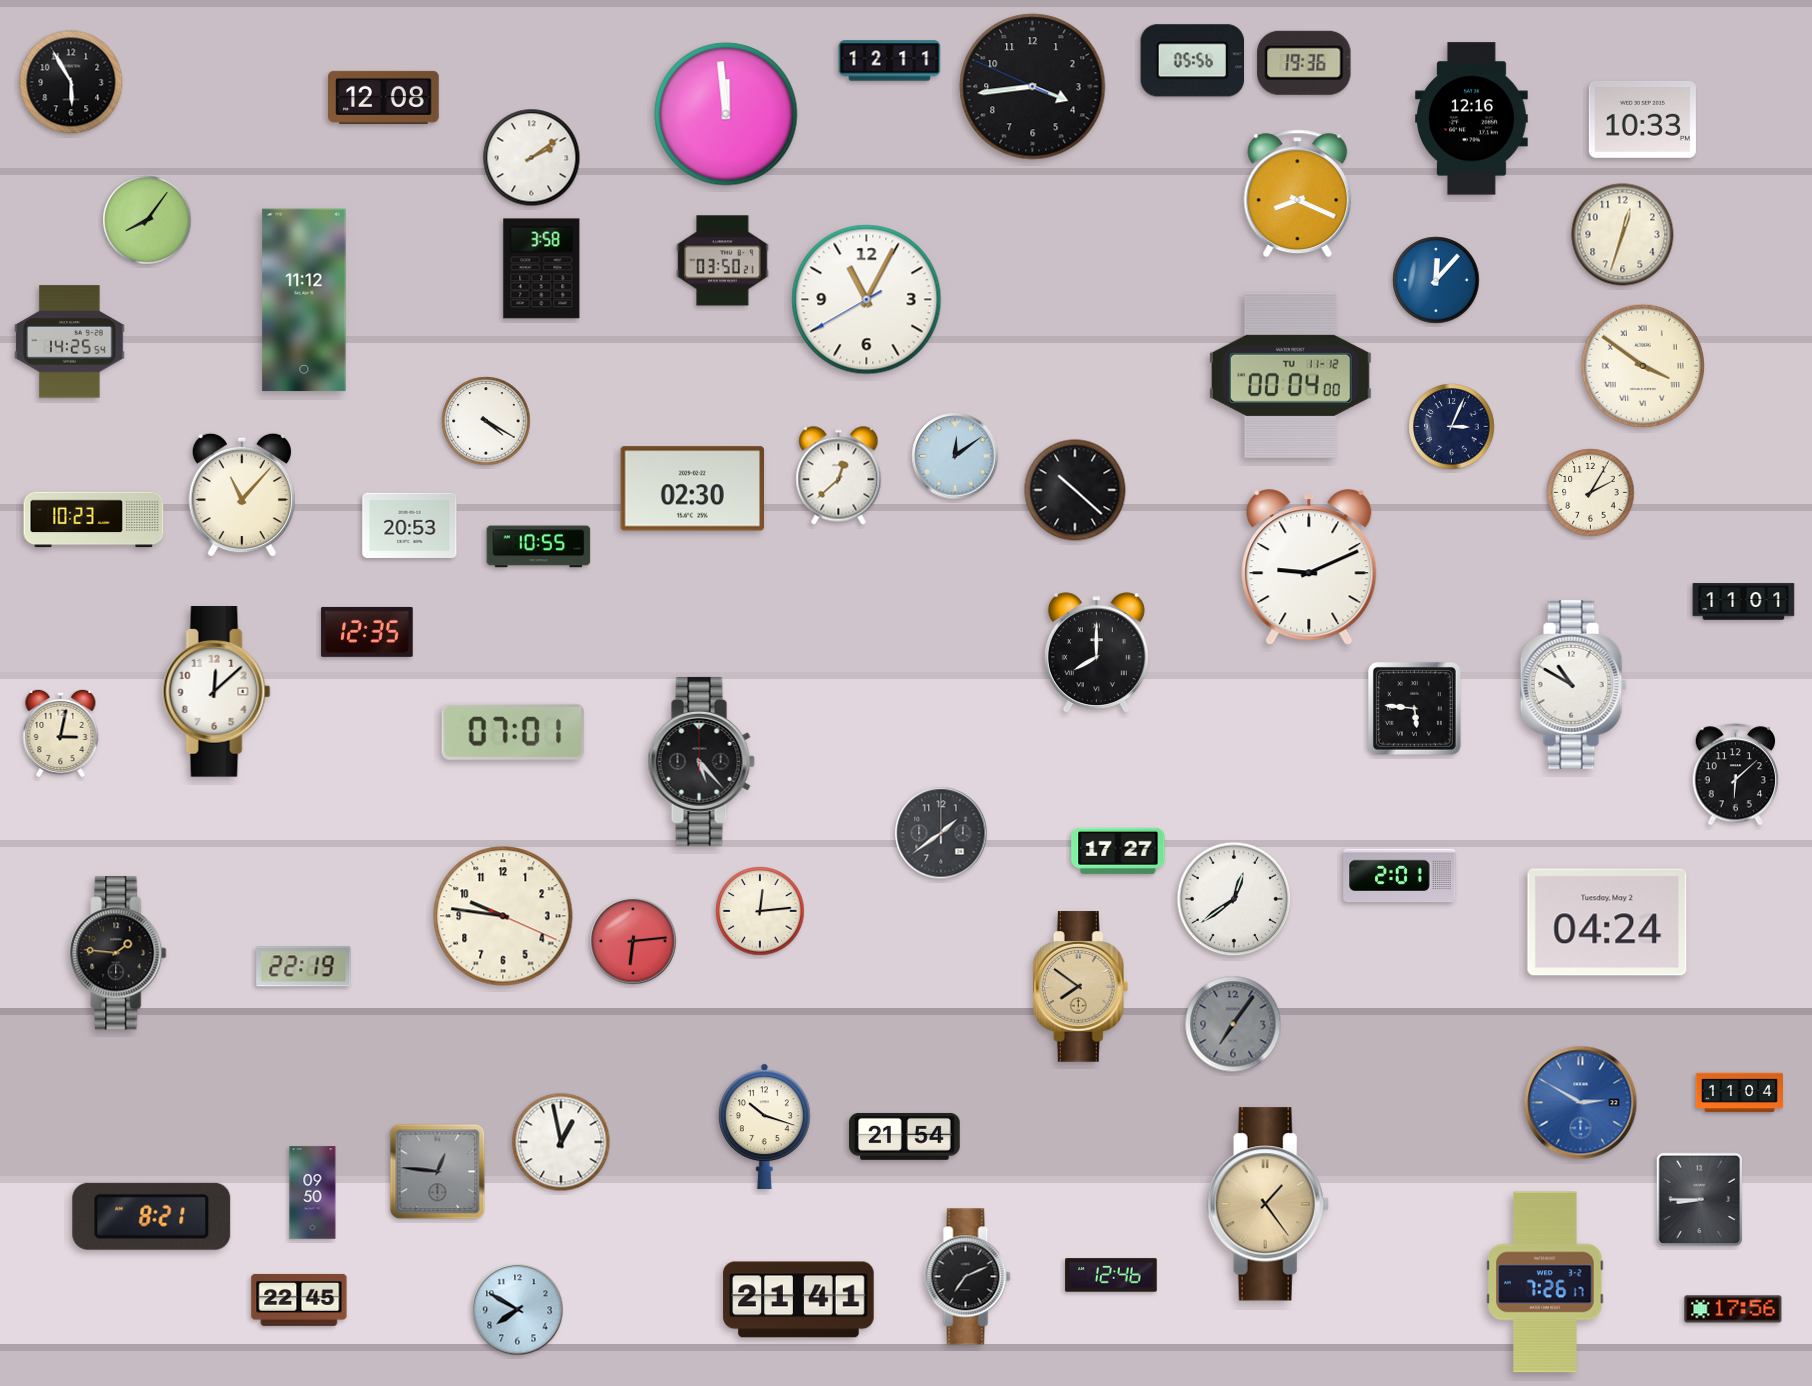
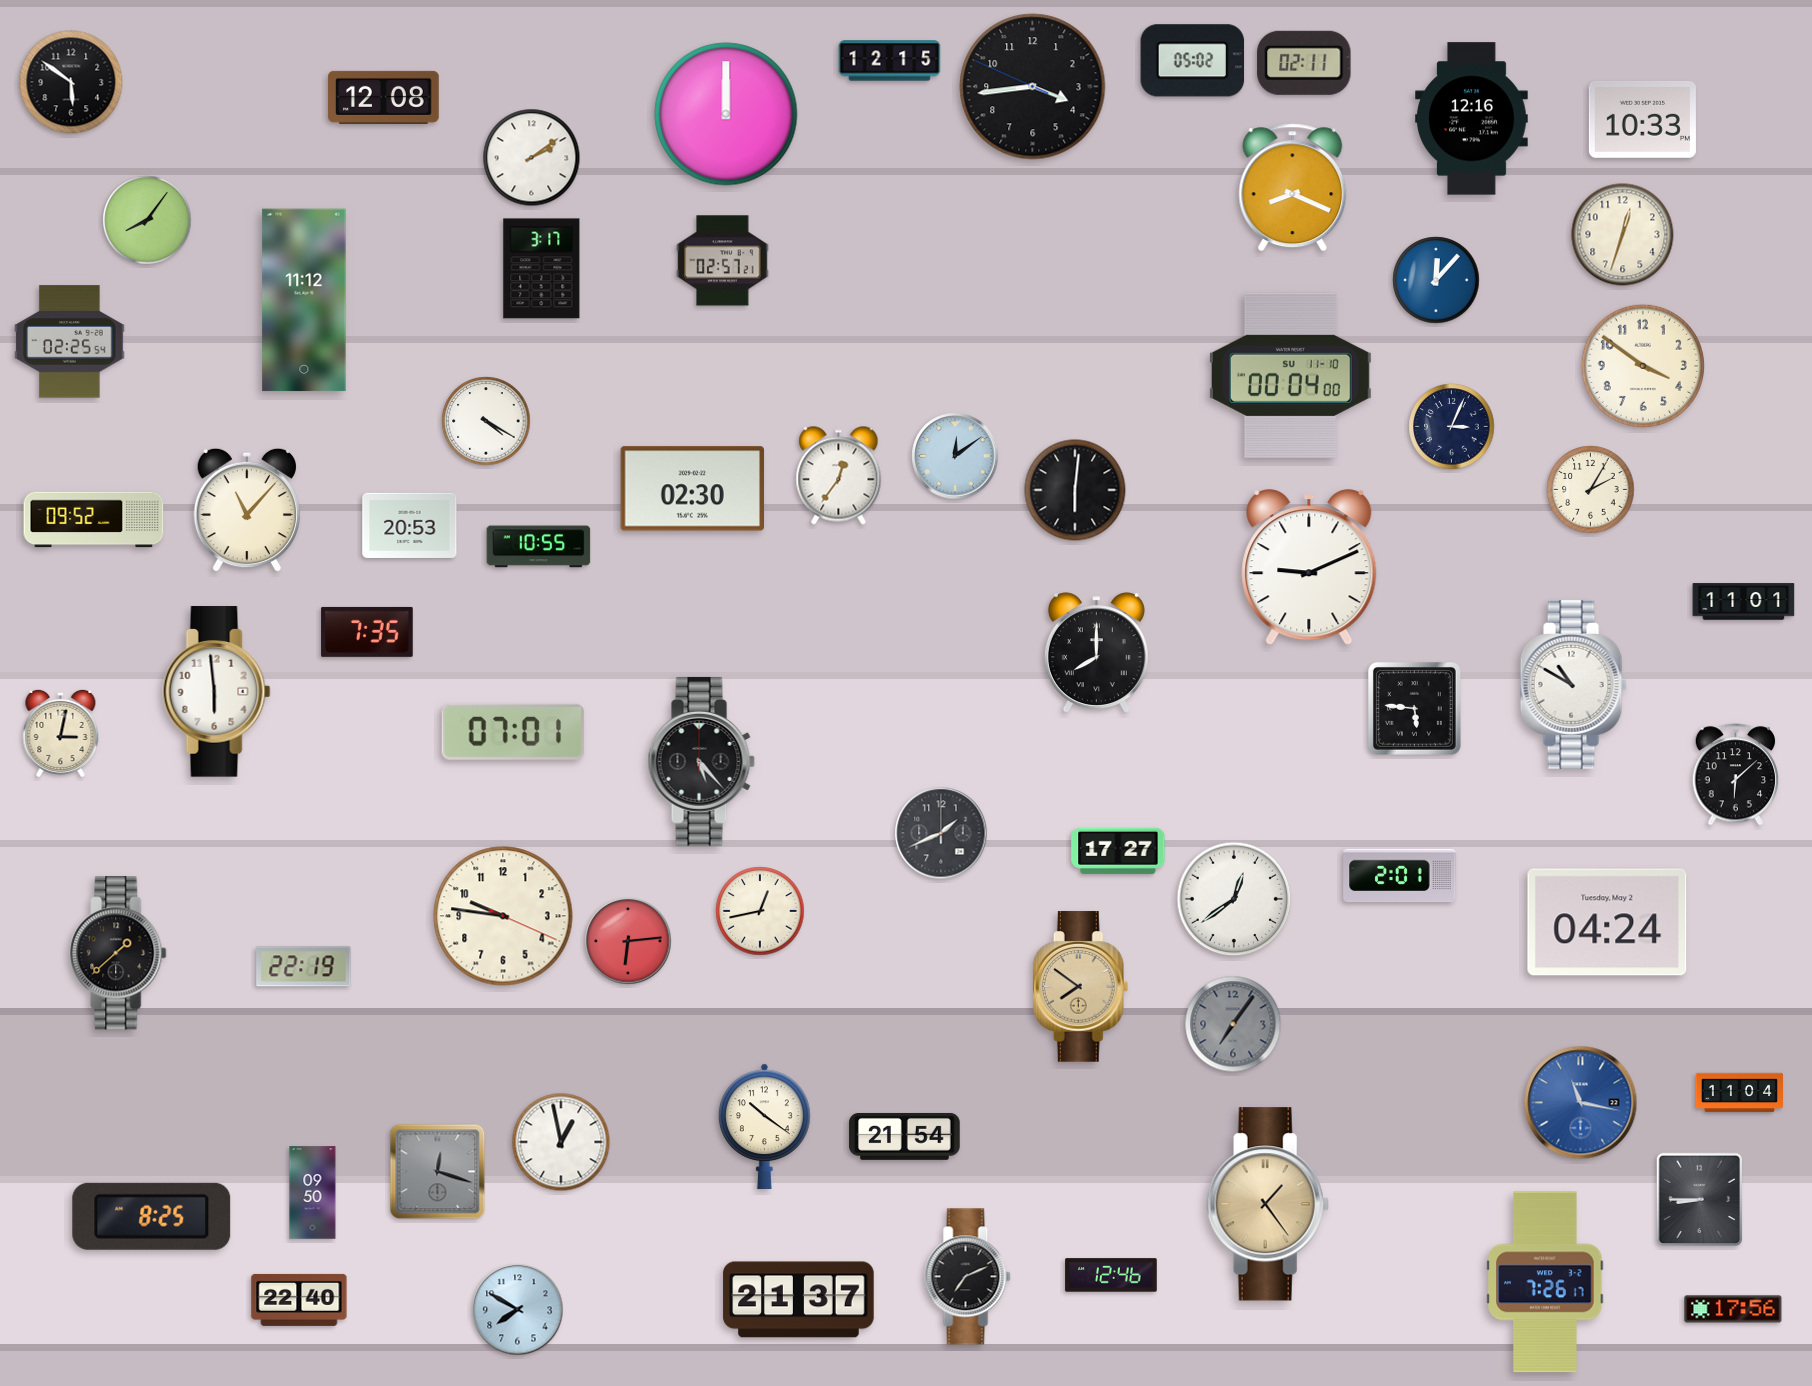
clock at (890, 61): 12:11 -> 12:15
clock at (1193, 61): 05:56 -> 05:02
clock at (1304, 63): 19:36 -> 02:11
clock at (71, 82): 5:55 -> 5:51
clock at (726, 114): 11:59 -> 12:00
clock at (1298, 194) position: (1298, 194) -> (1293, 188)
clock at (723, 261): 03:50 -> 02:57
clock at (542, 269): 3:58 -> 3:17
clock at (867, 300): 11:04 -> none
clock at (70, 342): 14:25 -> 02:25
clock at (1643, 366) numerals: Roman -> Arabic
clock at (1290, 375) date: TU 11-12 -> SU 11-10
clock at (839, 476): 12:38 -> 12:36
clock at (1075, 490): 10:22 -> 6:01
clock at (1591, 493) position: (1591, 493) -> (1591, 490)
clock at (242, 495) position: (242, 495) -> (247, 510)
clock at (94, 520): 10:23 -> 09:52
clock at (367, 632): 12:35 -> 7:35
clock at (217, 692): 12:08 -> 5:59
clock at (941, 833): 1:39 -> 1:41
clock at (760, 911): 12:14 -> 12:43
clock at (633, 941) position: (633, 941) -> (628, 941)
clock at (118, 953): 1:46 -> 1:38
clock at (1581, 1103): 2:50 -> 11:17
clock at (764, 1126): 10:18 -> 10:21
clock at (438, 1172): 12:46 -> 12:18
clock at (152, 1216): 8:21 -> 8:25
clock at (299, 1300): 22:45 -> 22:40
clock at (799, 1300): 21:41 -> 21:37
